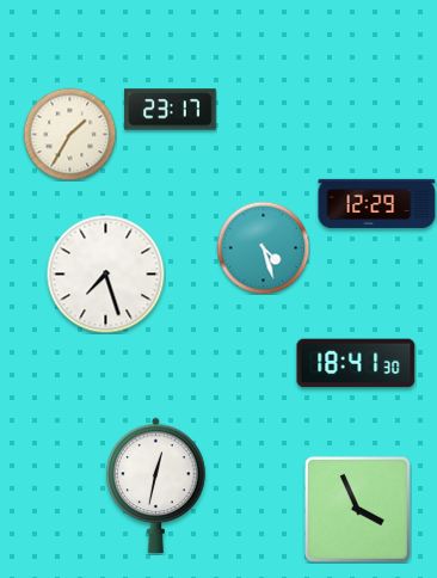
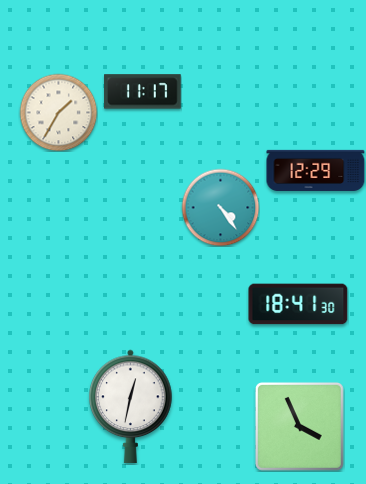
clock at (171, 110): 23:17 -> 11:17
clock at (263, 247): 4:27 -> 4:24
clock at (106, 275): 7:27 -> none
